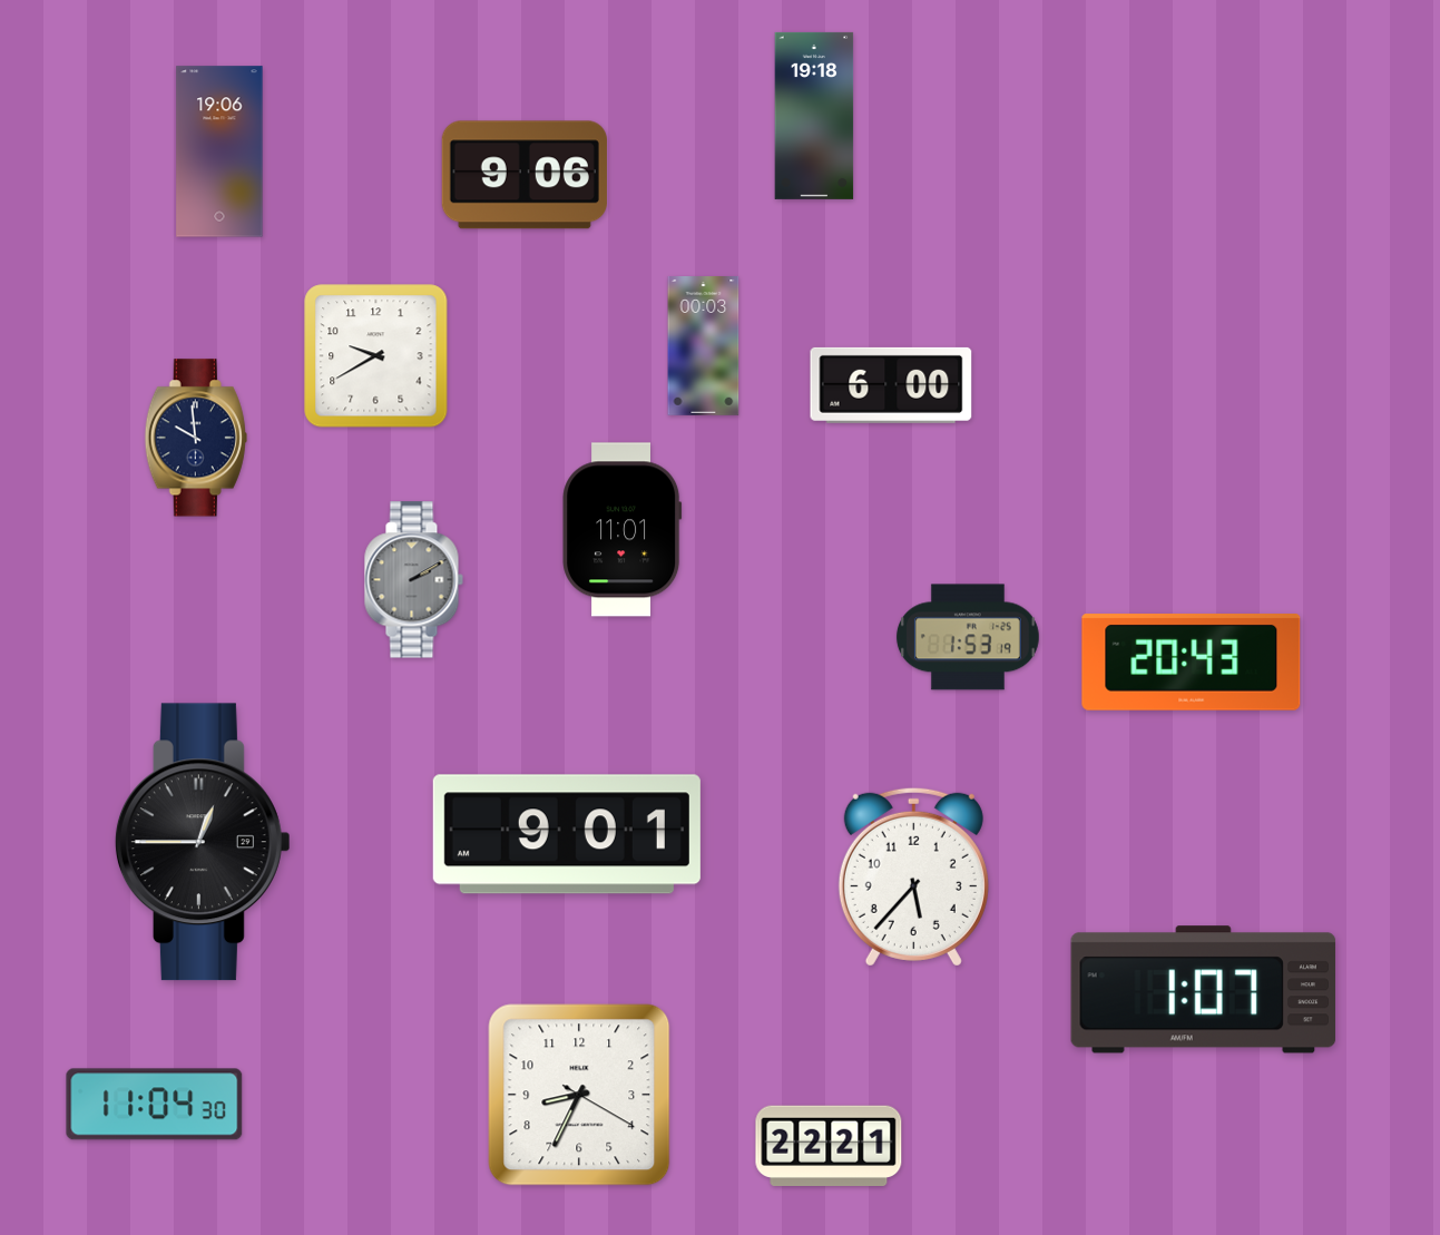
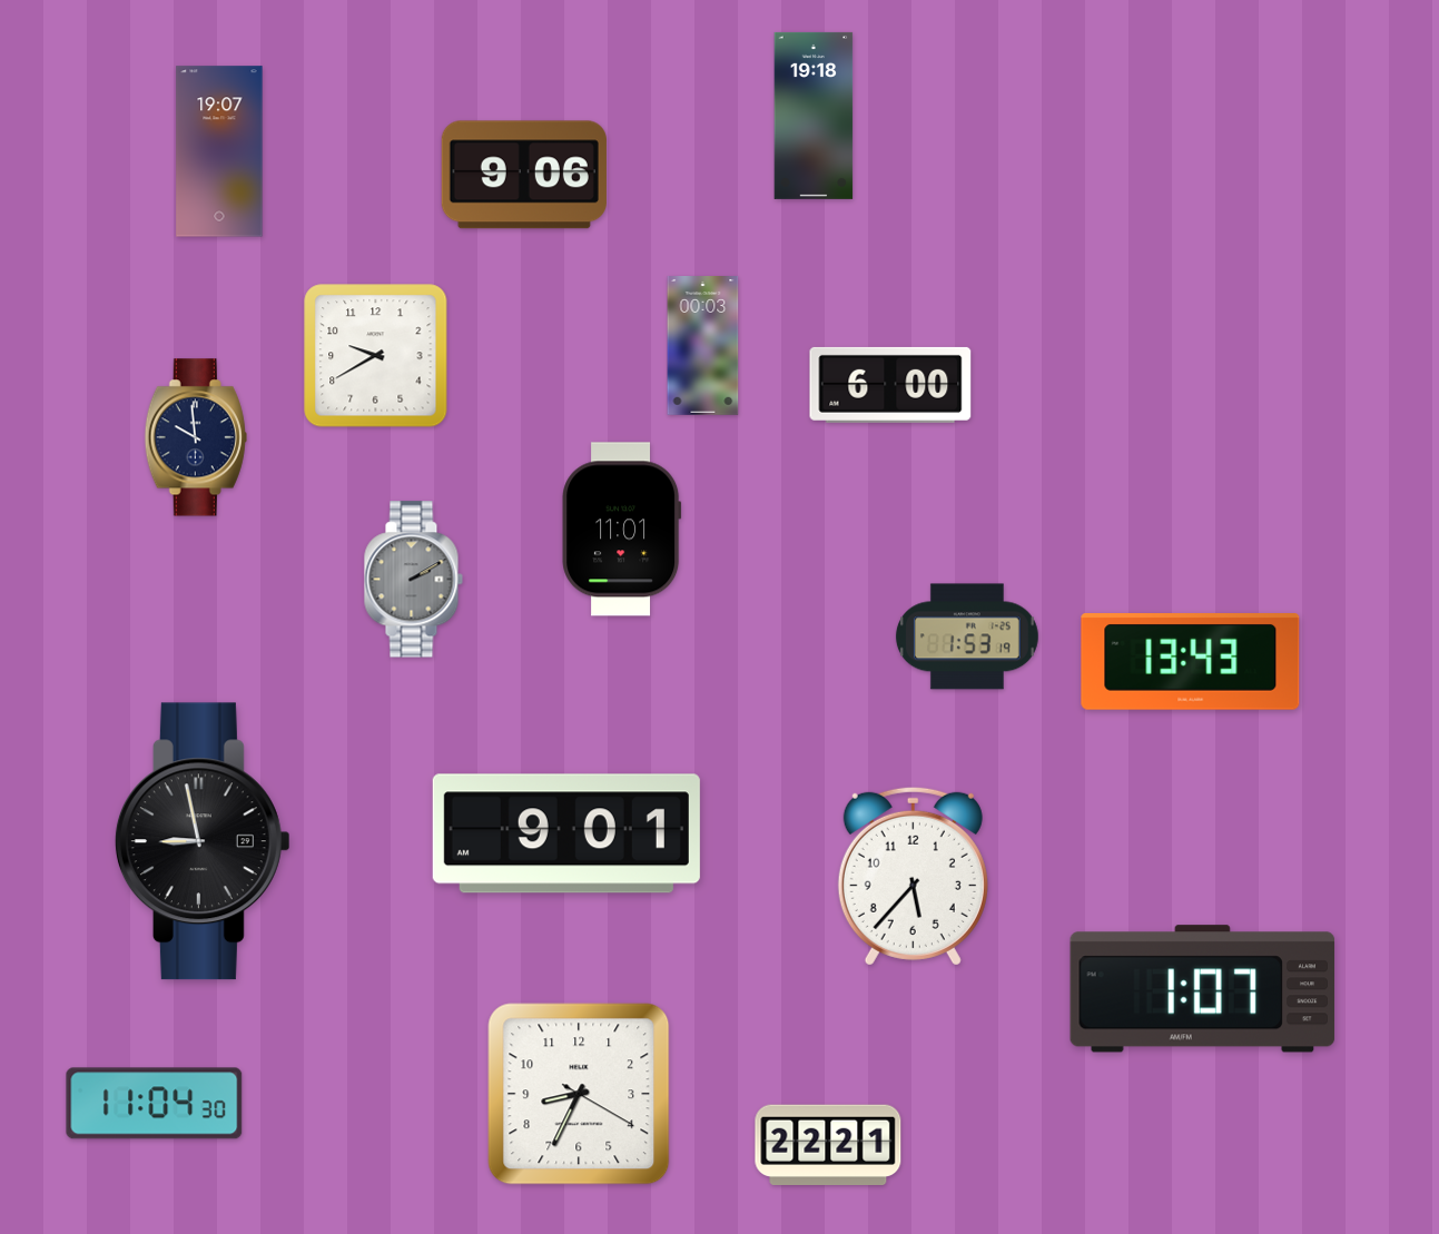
clock at (219, 151): 19:06 -> 19:07
clock at (1192, 663): 20:43 -> 13:43
clock at (203, 842): 12:45 -> 8:58
